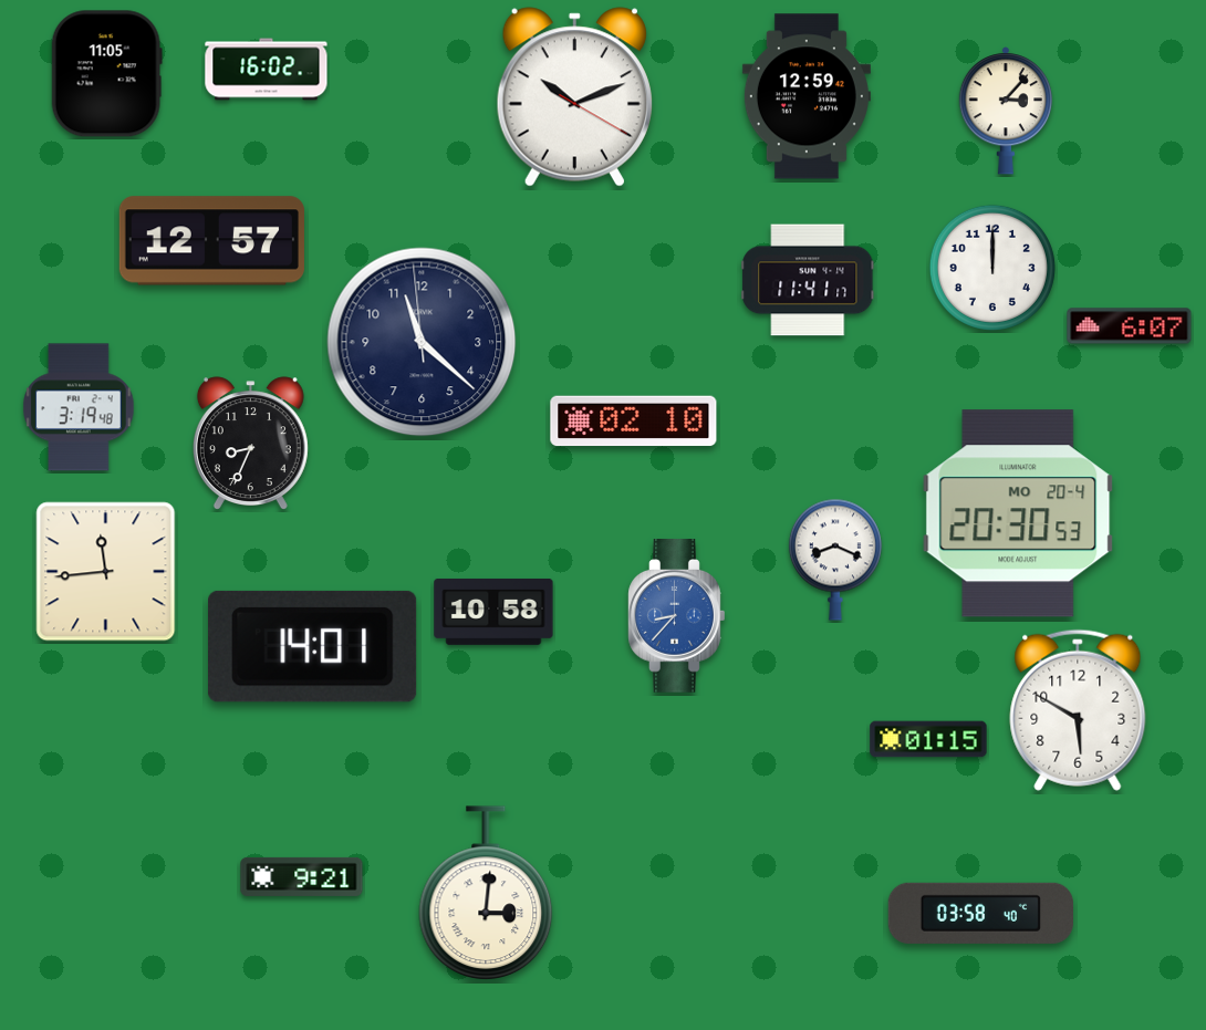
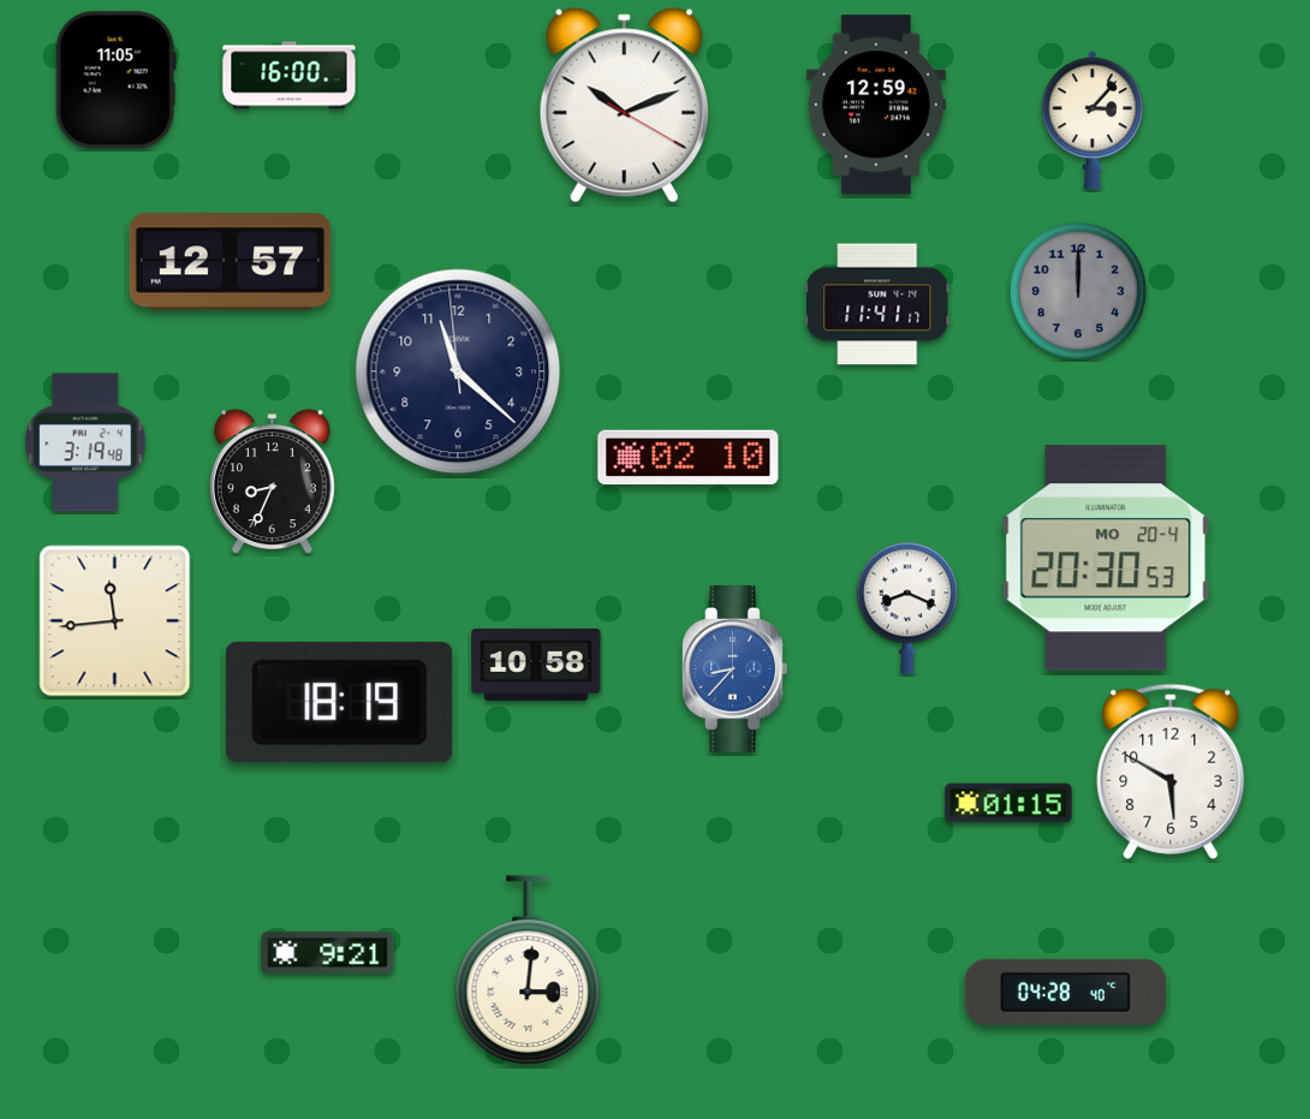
clock at (267, 70): 16:02 -> 16:00
clock at (992, 268) dial: white -> grey
clock at (1130, 326): 6:07 -> none
clock at (313, 646): 14:01 -> 18:19
clock at (980, 913): 03:58 -> 04:28
